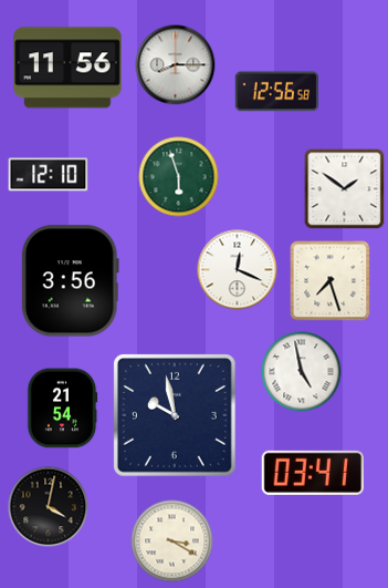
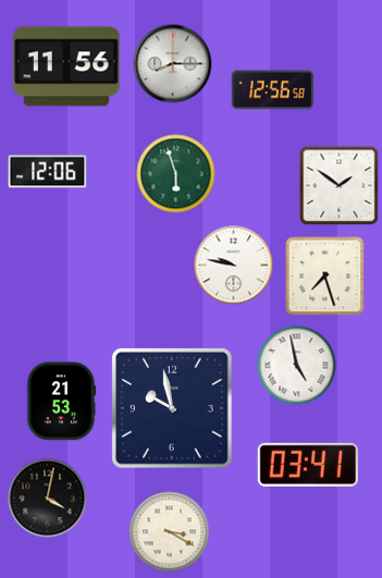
clock at (49, 175): 12:10 -> 12:06
clock at (238, 270): 12:19 -> 9:47
clock at (70, 281): 3:56 -> none
clock at (62, 409): 21:54 -> 21:53
